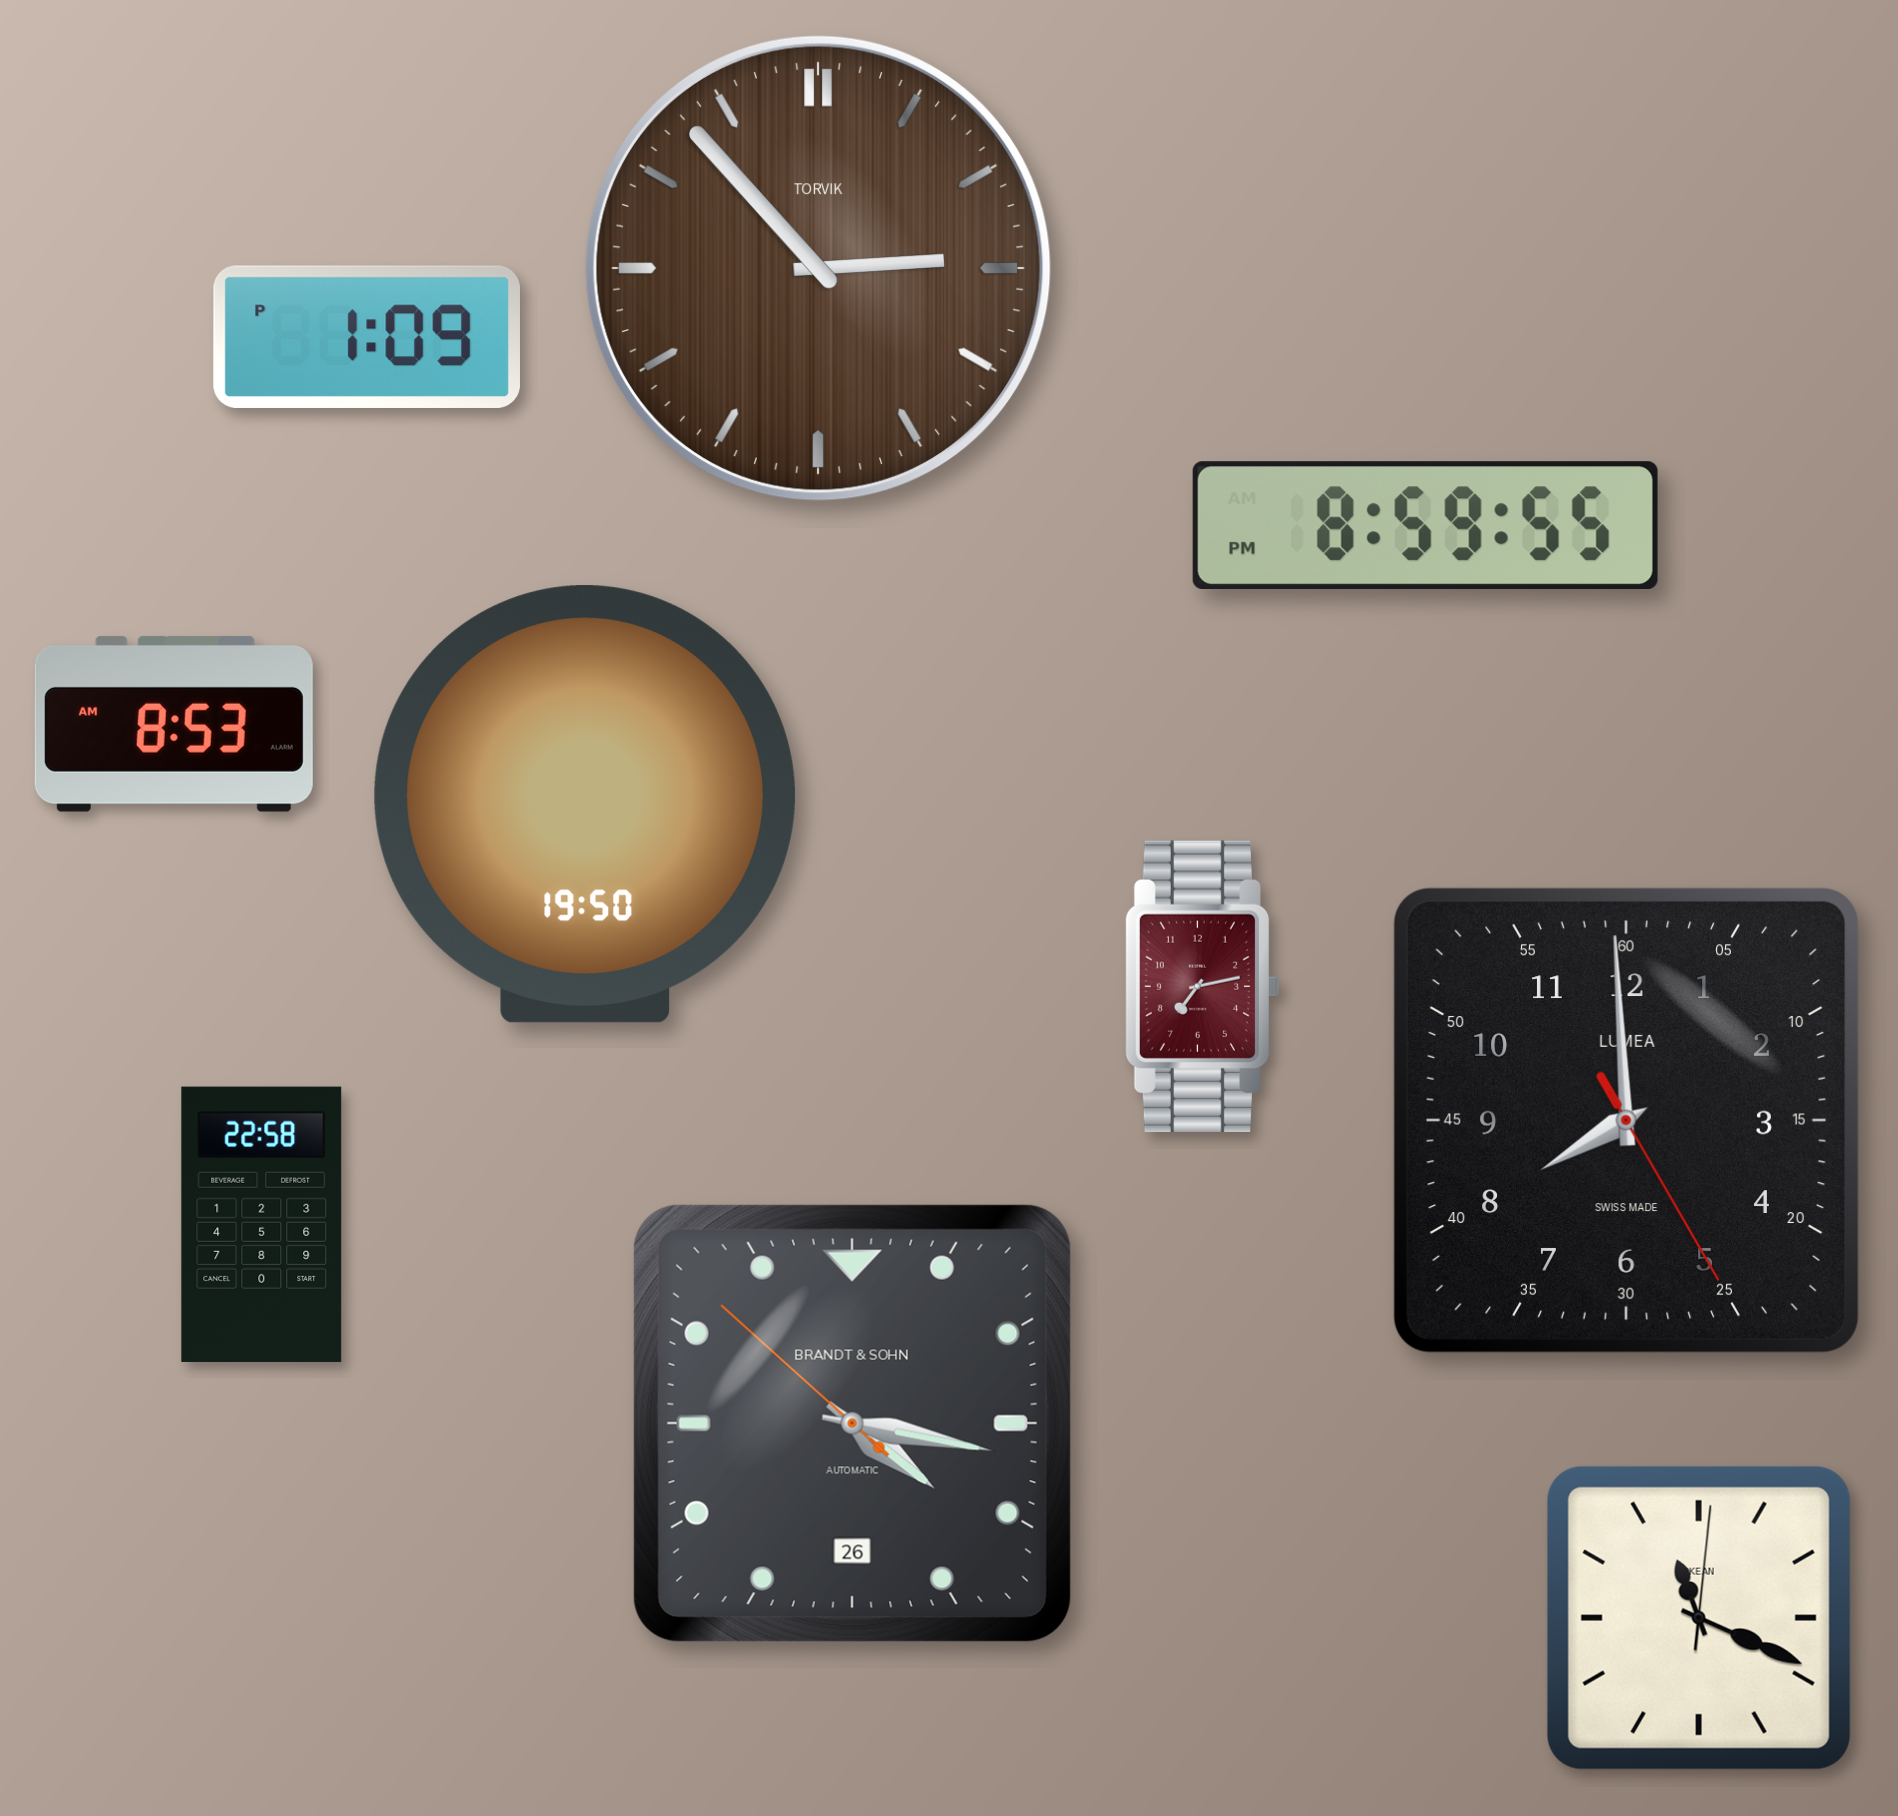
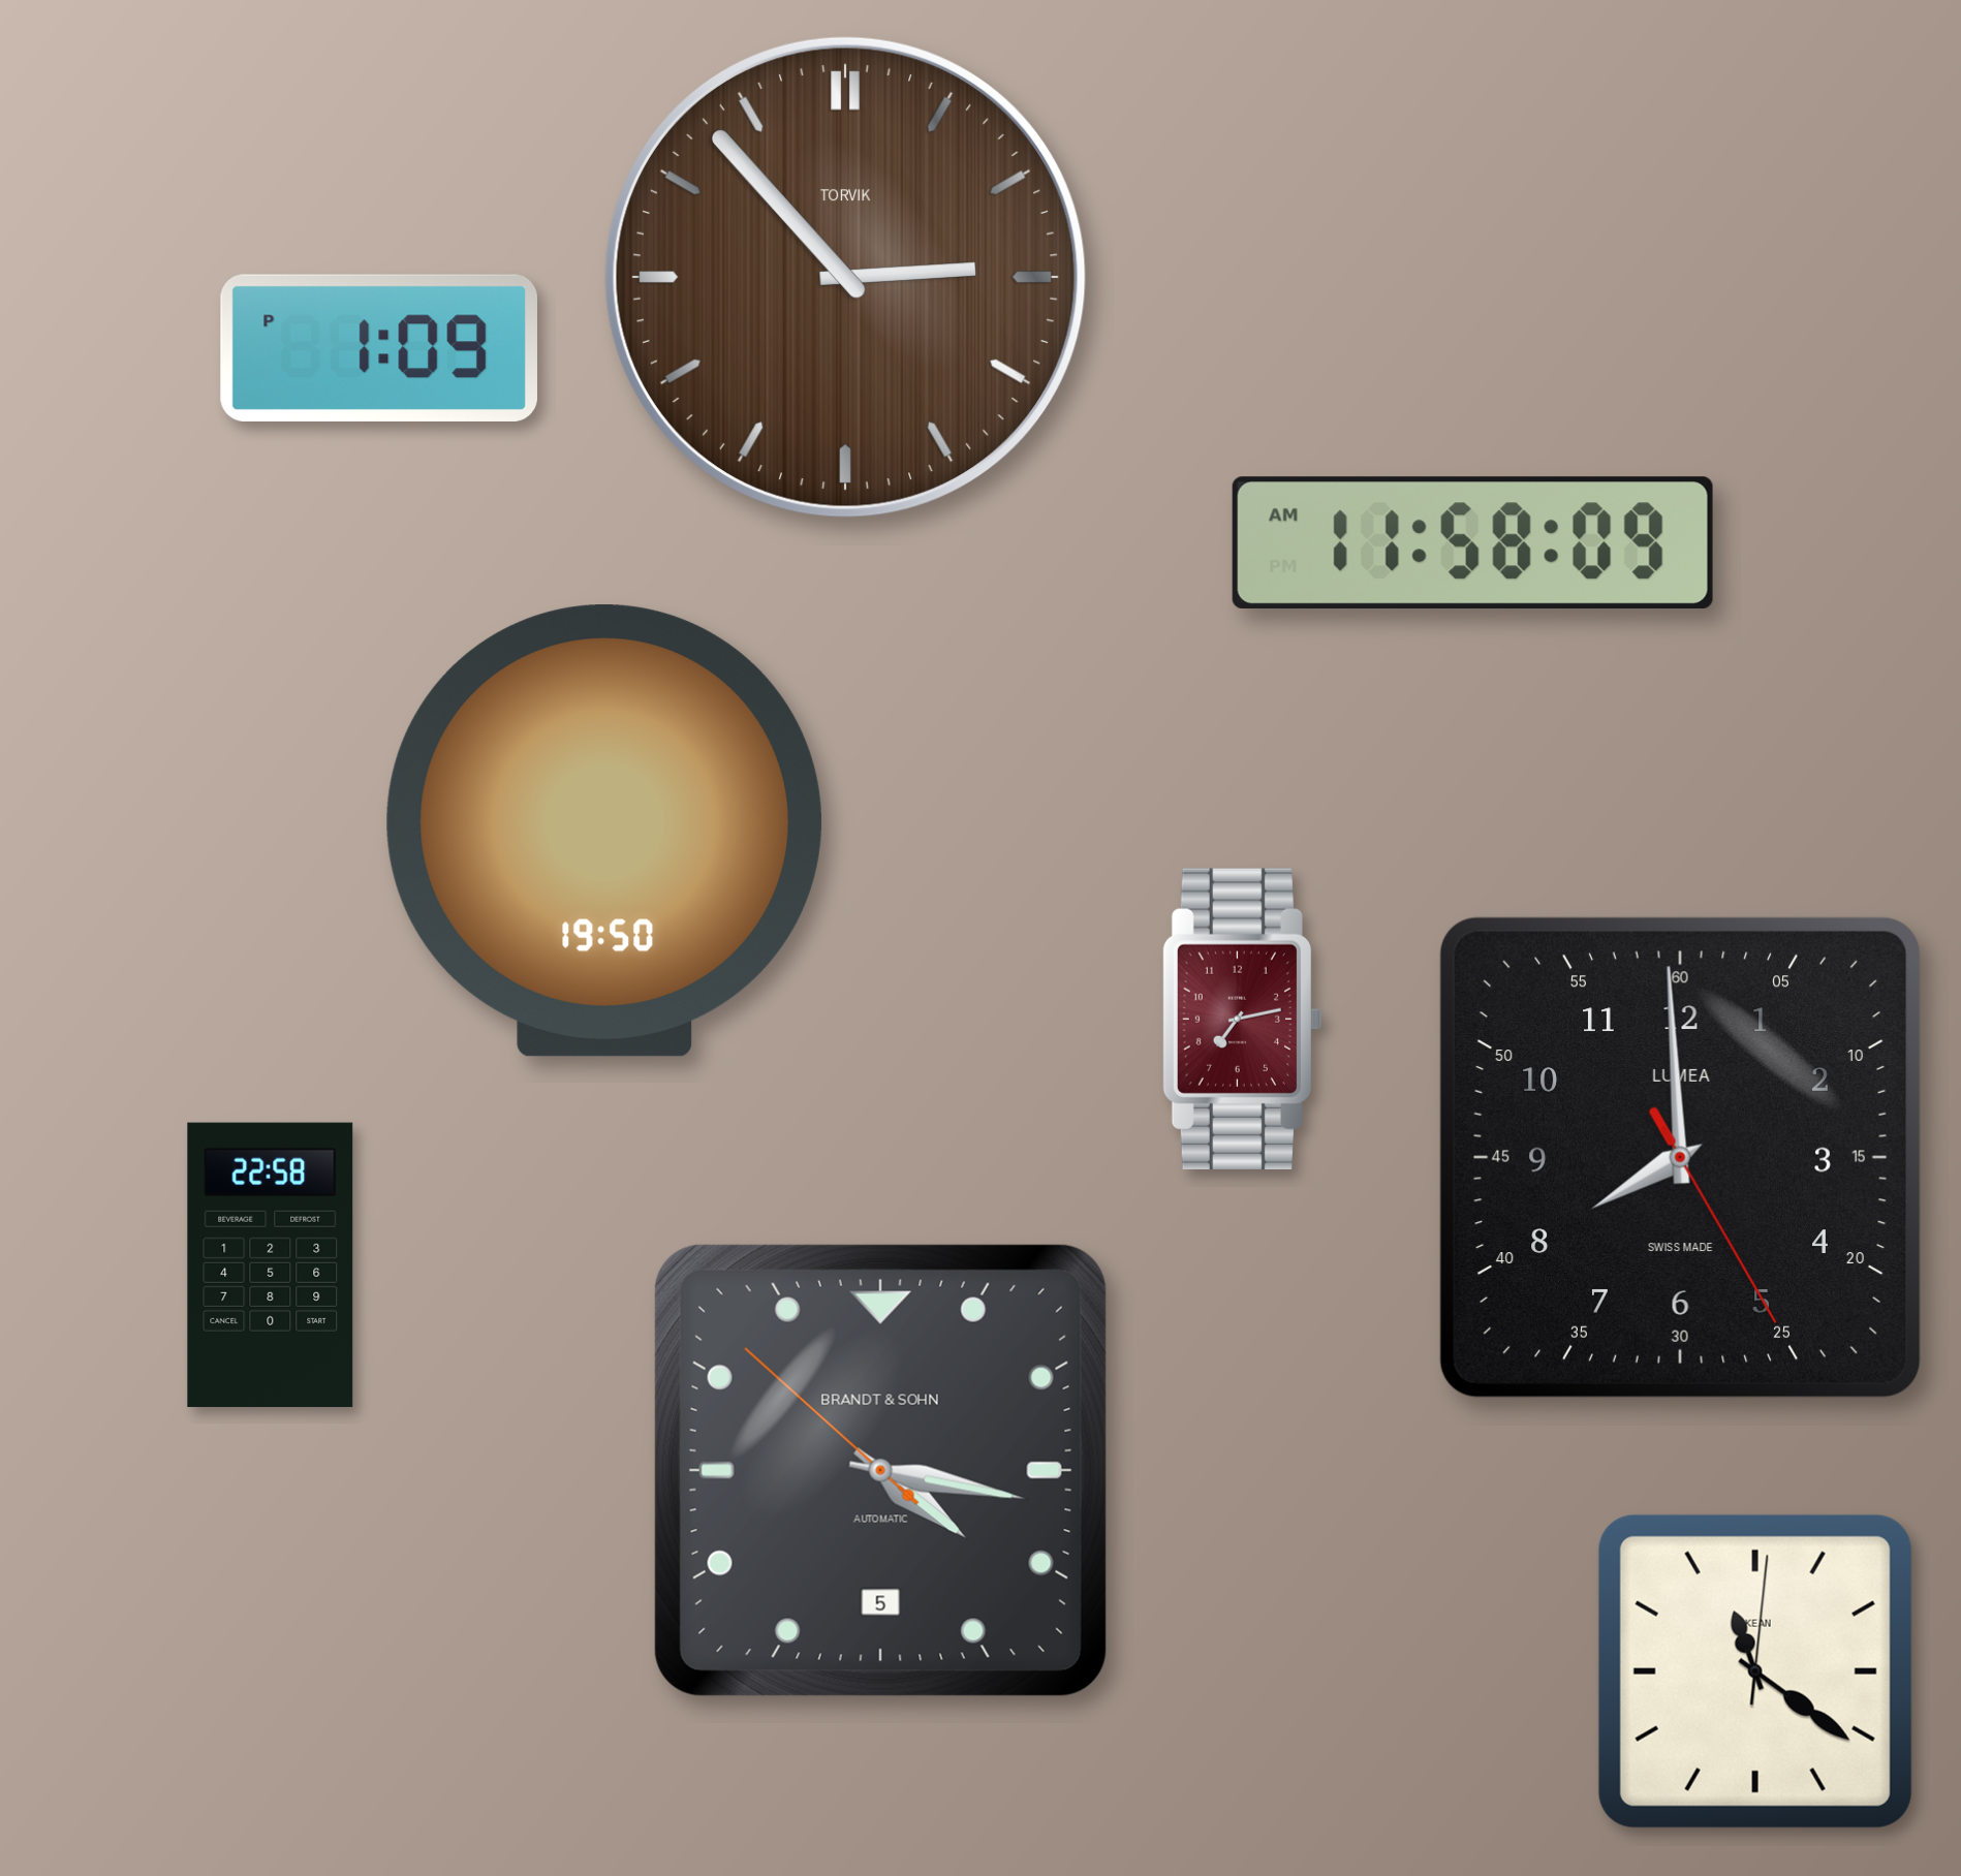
clock at (1425, 525): 8:59 -> 11:58
clock at (174, 724): 8:53 -> none
clock at (852, 1423) date: 26 -> 5
clock at (1699, 1618): 11:19 -> 11:21
